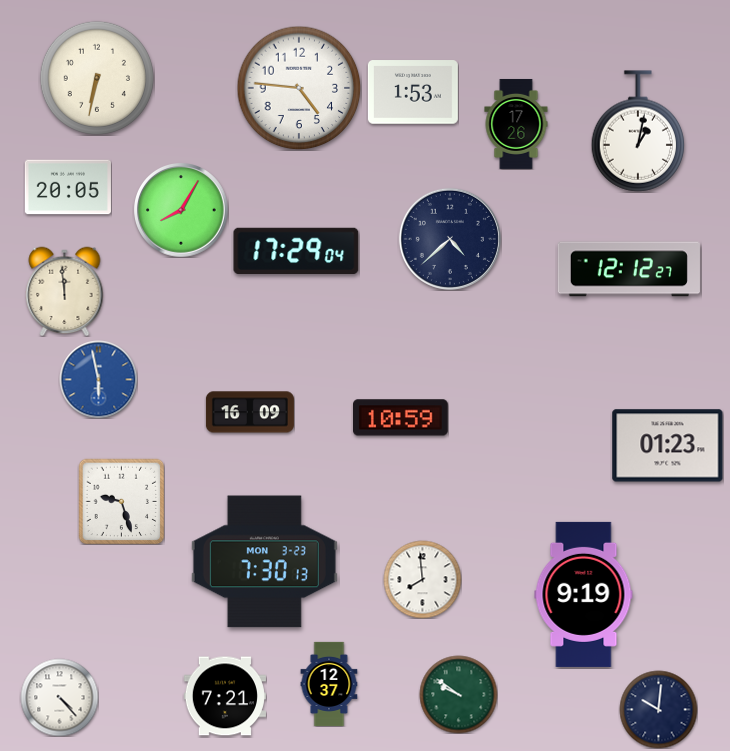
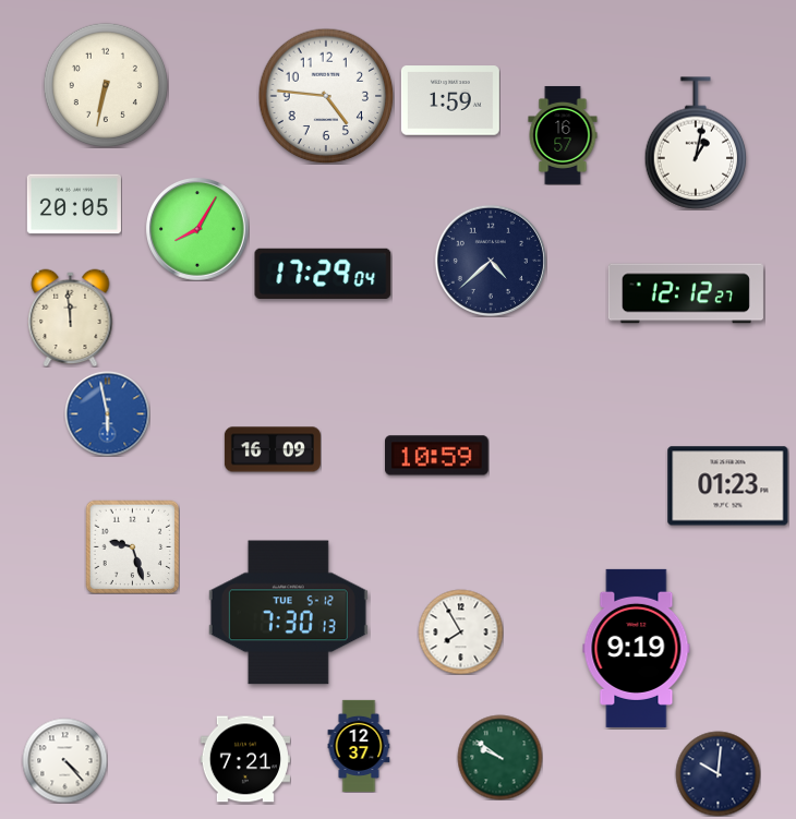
clock at (413, 92): 1:53 -> 1:59
clock at (516, 124): 17:26 -> 16:57
clock at (264, 562) date: MON 3-23 -> TUE 5-12
clock at (422, 579): 7:59 -> 7:55
